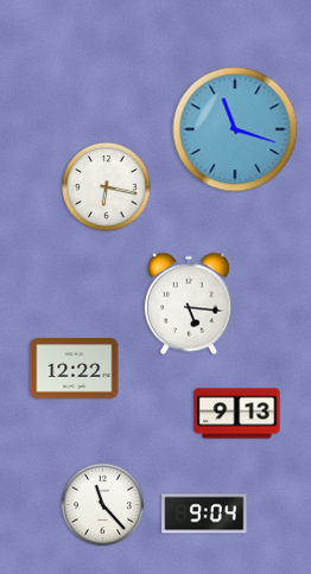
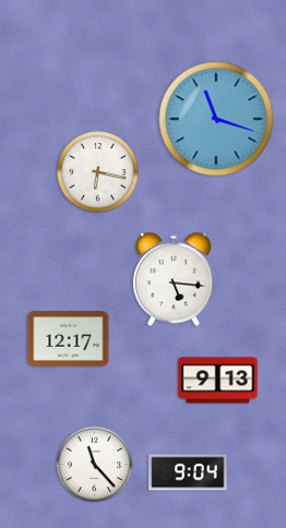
clock at (75, 369): 12:22 -> 12:17
